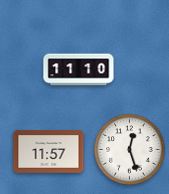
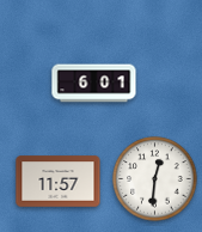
clock at (79, 70): 11:10 -> 6:01
clock at (130, 150): 12:27 -> 12:31
